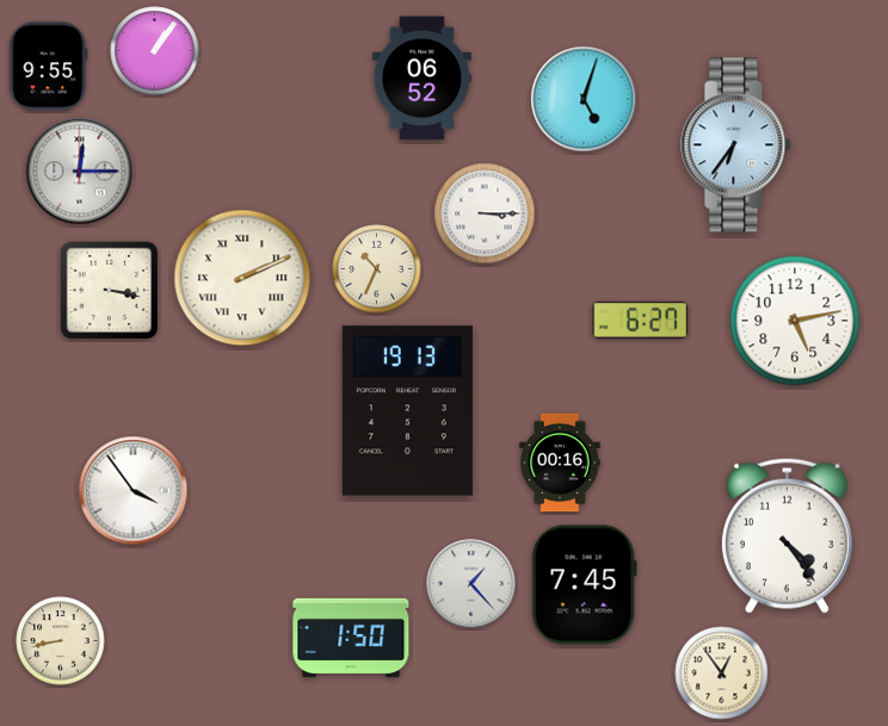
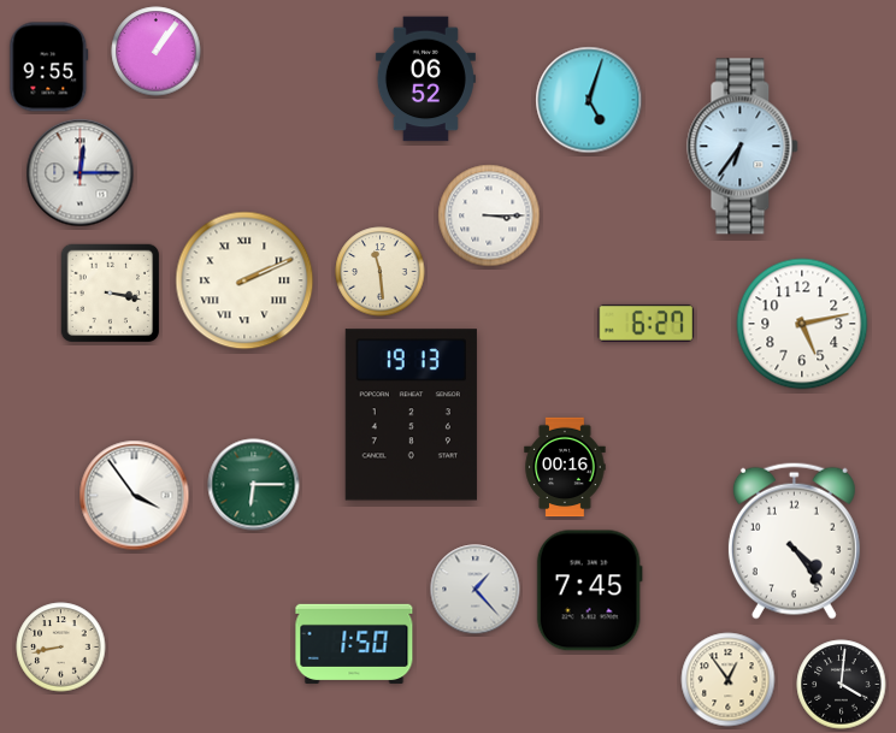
clock at (377, 269): 10:34 -> 11:29
clock at (254, 485): none -> 6:15
clock at (842, 685): none -> 4:01
